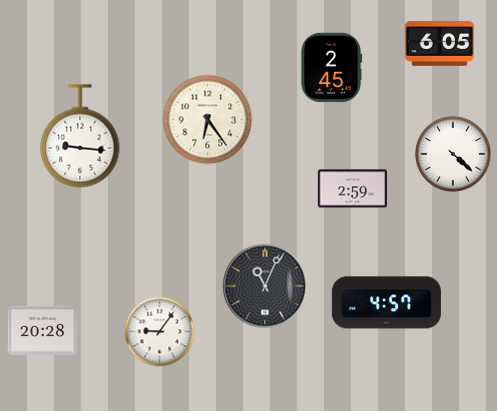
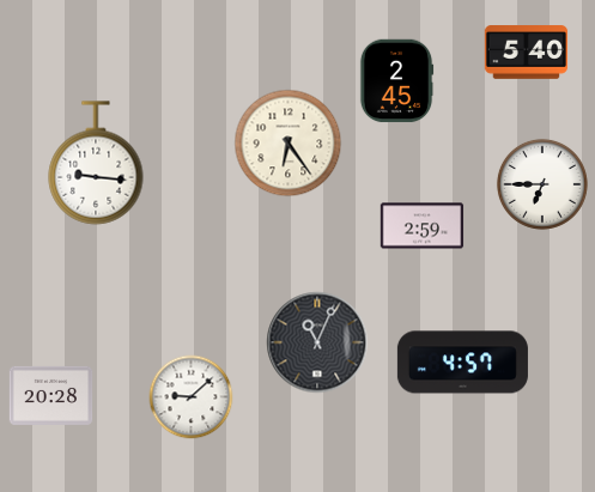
clock at (440, 44): 6:05 -> 5:40
clock at (208, 120) position: (208, 120) -> (289, 144)
clock at (453, 154): 4:22 -> 6:45
clock at (160, 332): 9:06 -> 9:08
